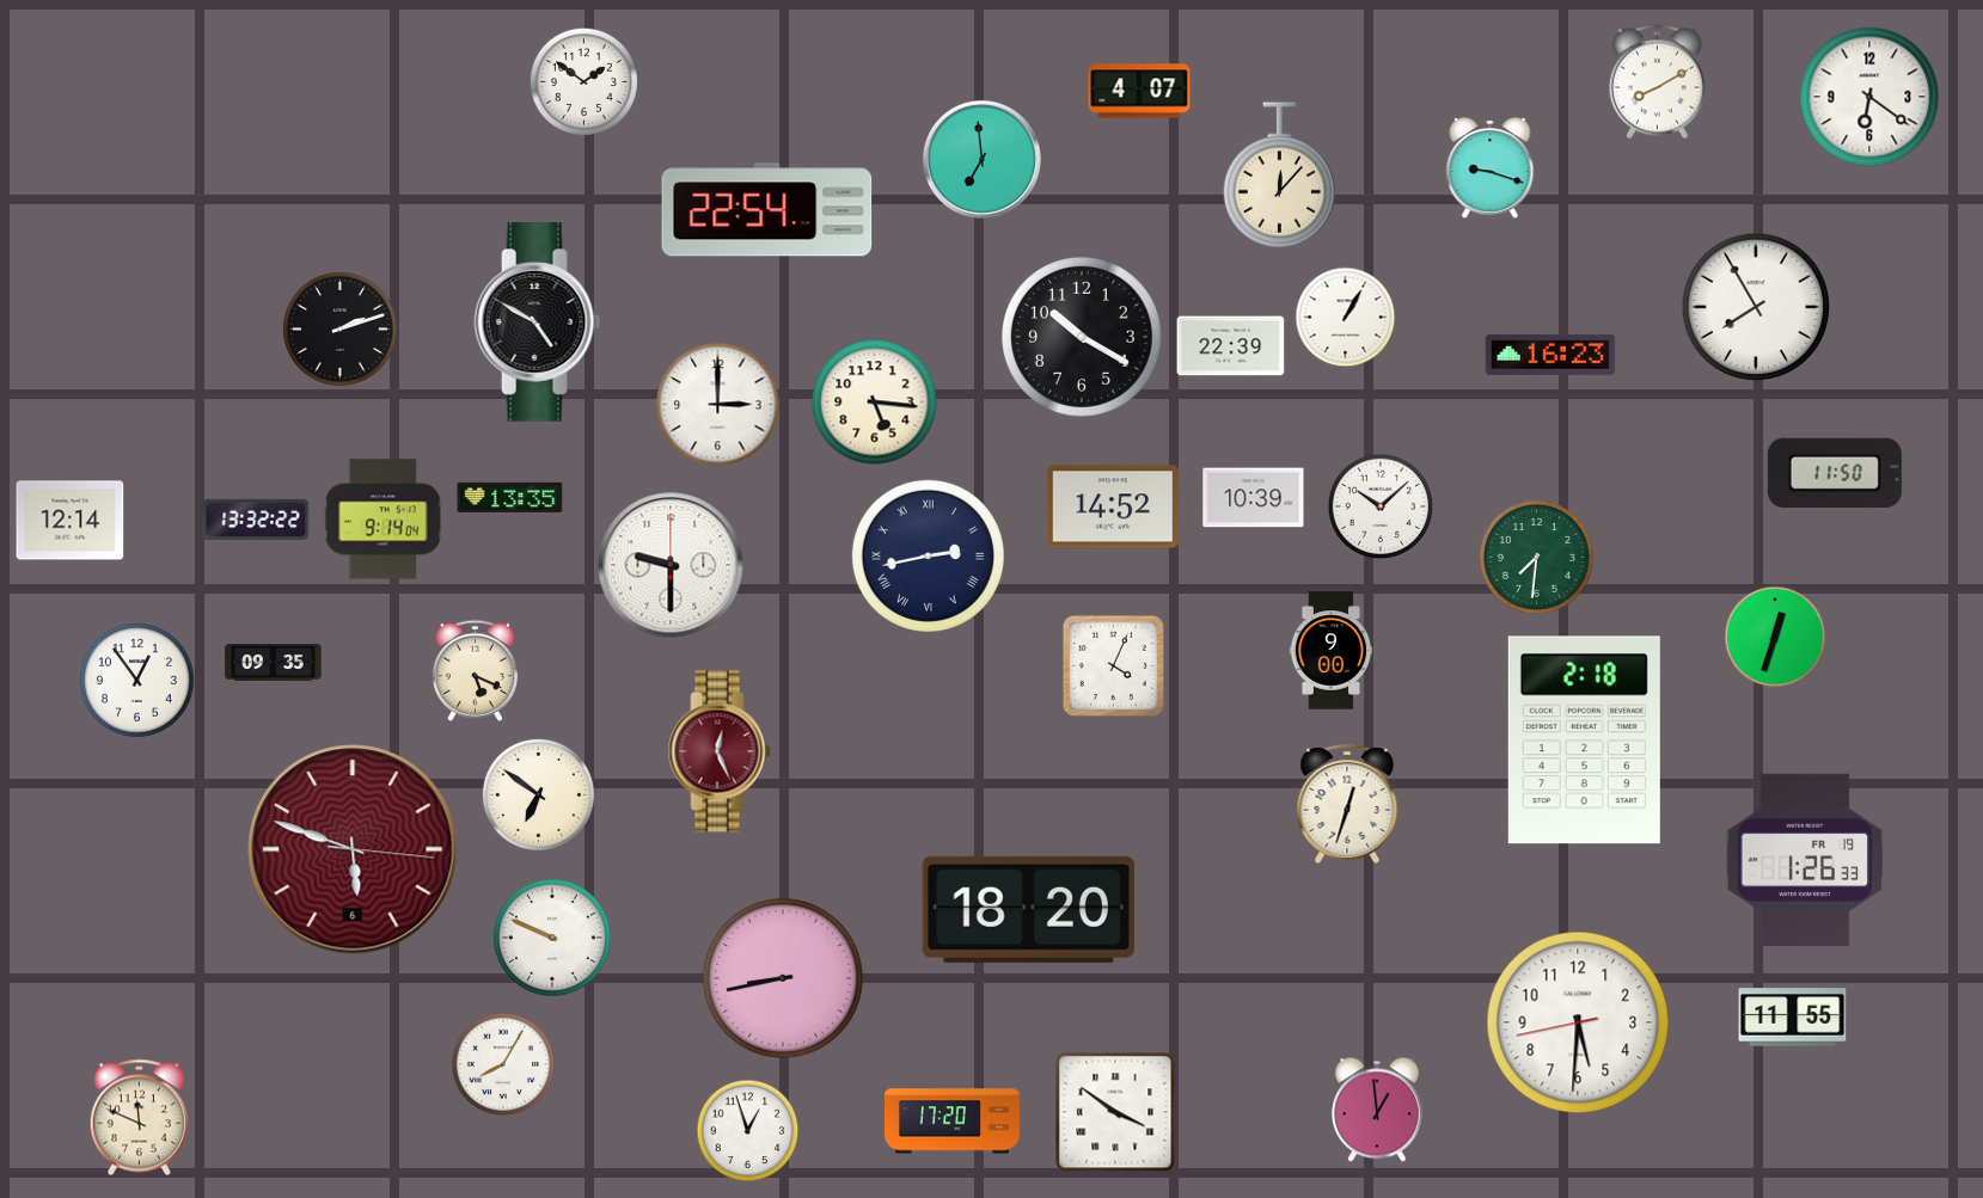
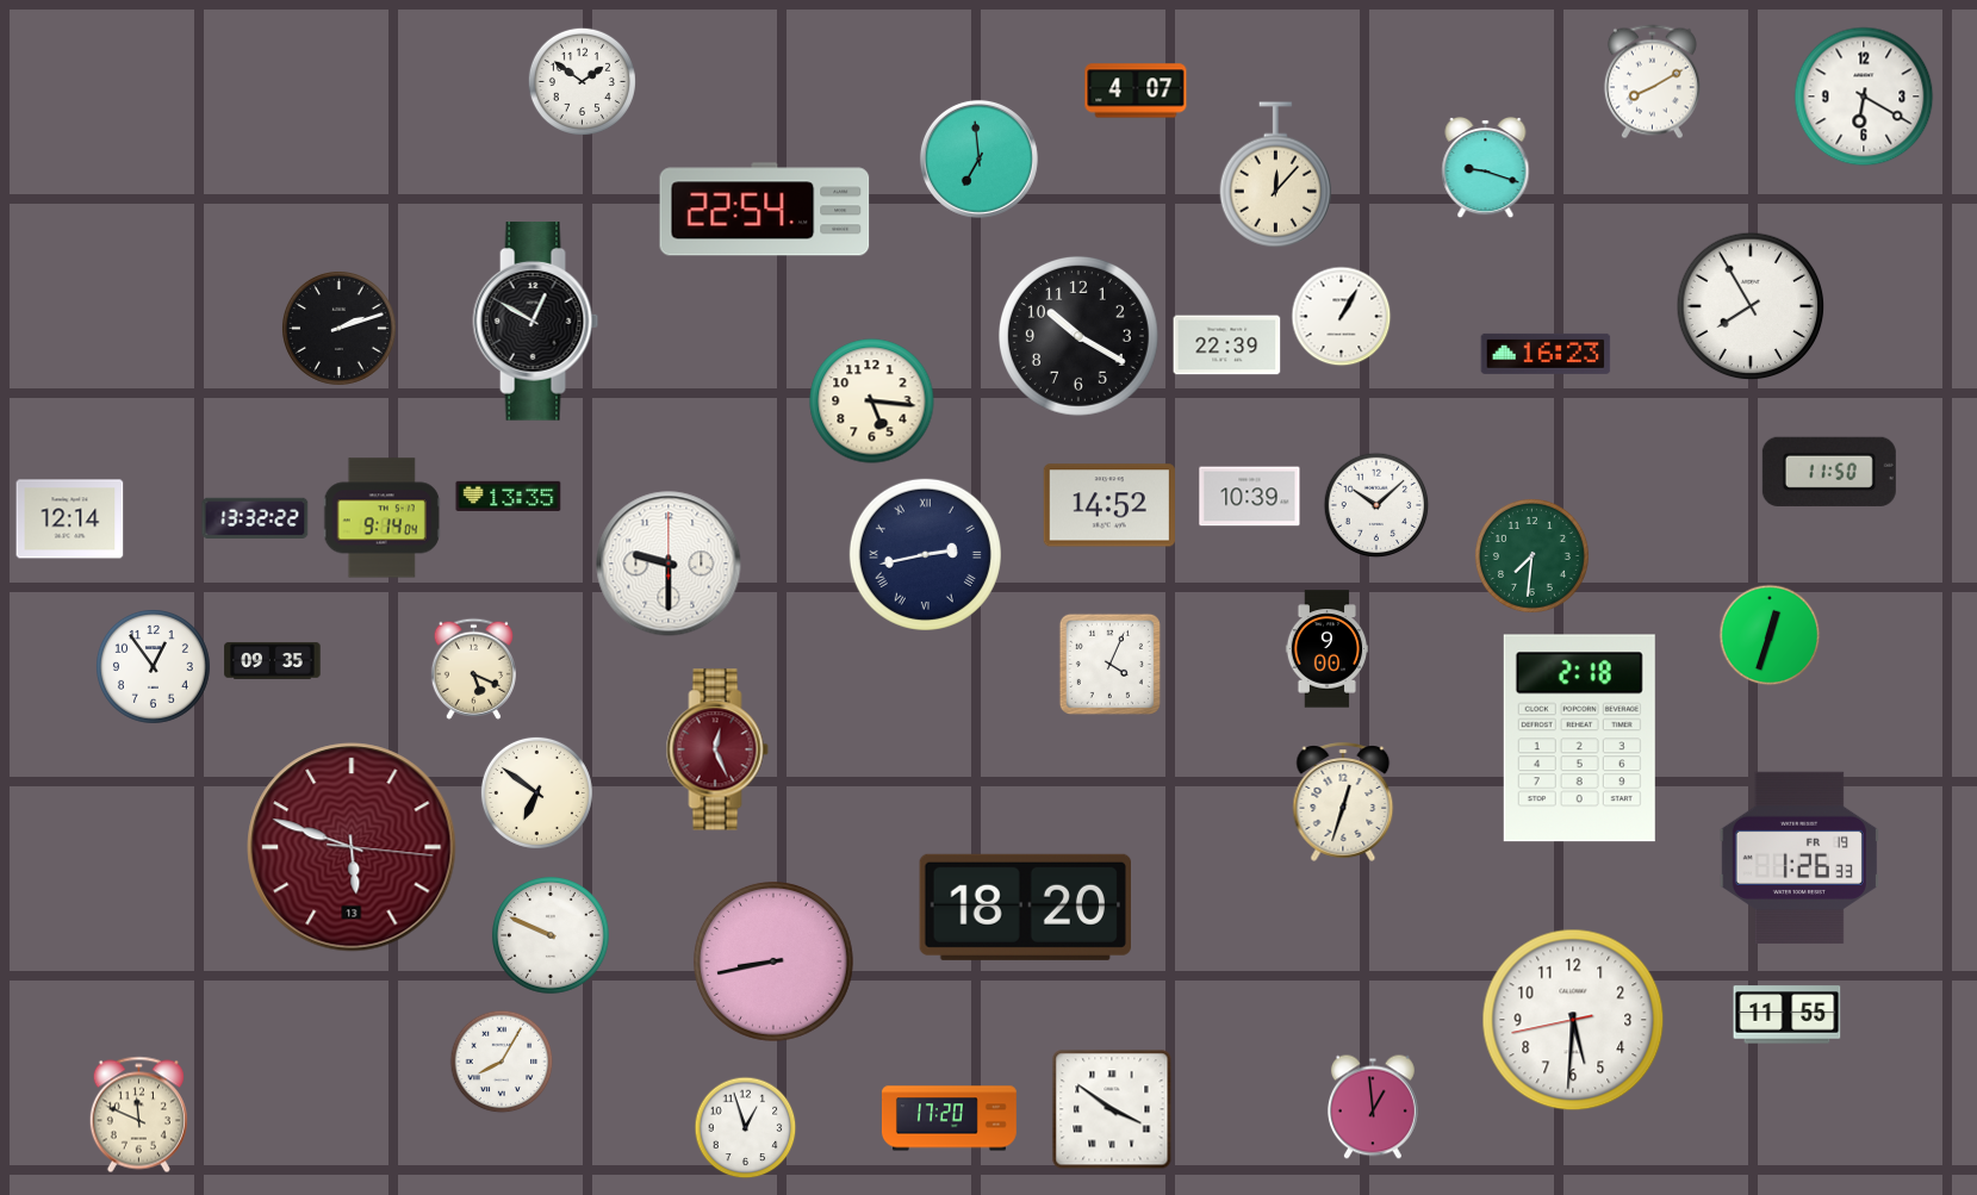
clock at (1869, 97): 6:21 -> 6:20
clock at (538, 322): 4:50 -> 12:50
clock at (718, 405): 3:00 -> none
clock at (136, 680) position: (136, 680) -> (153, 666)
clock at (353, 849) date: 6 -> 13
clock at (783, 978) position: (783, 978) -> (773, 961)
